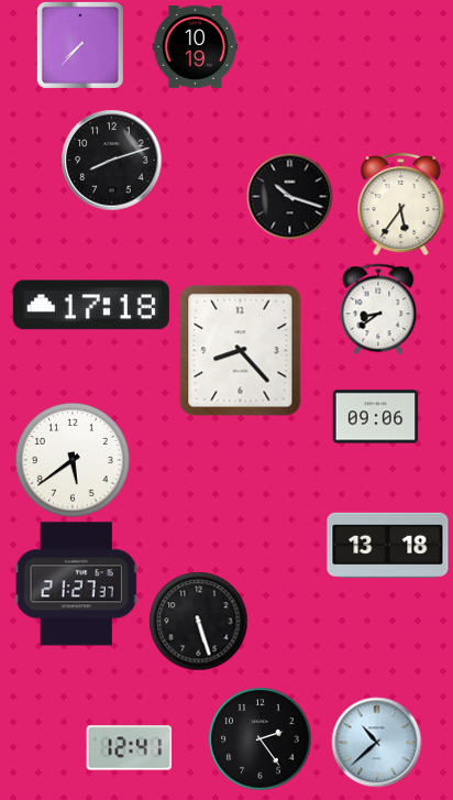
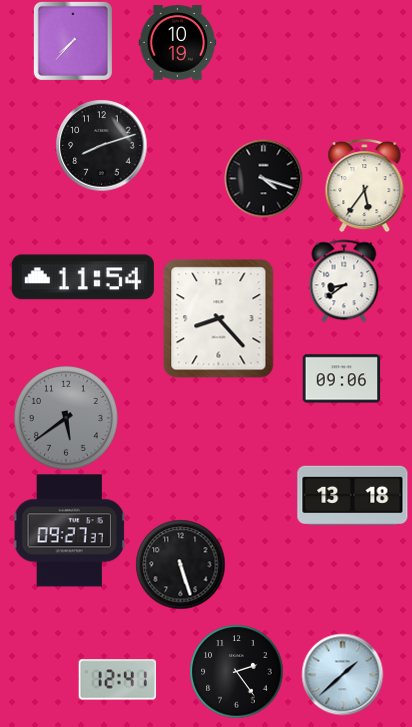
clock at (289, 196): 10:18 -> 4:18
clock at (91, 305): 17:18 -> 11:54
clock at (73, 460) dial: white -> grey
clock at (77, 584): 21:27 -> 09:27
clock at (376, 742): 10:38 -> 1:38
